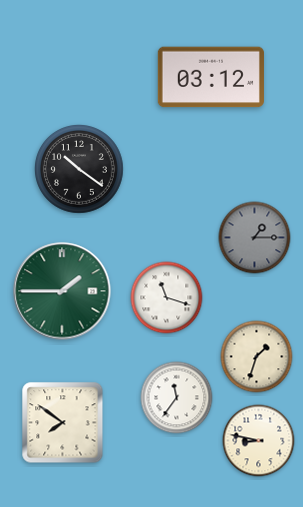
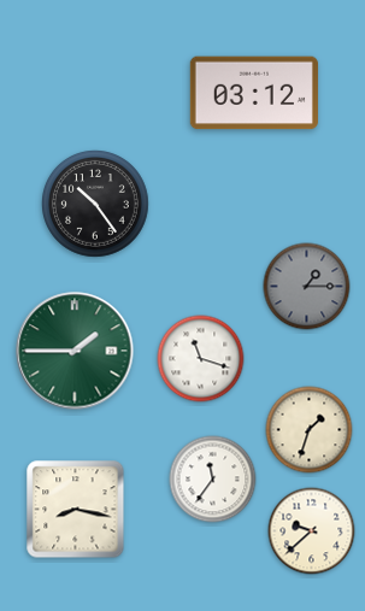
clock at (80, 170): 10:21 -> 10:24
clock at (63, 423): 7:51 -> 8:17
clock at (259, 441): 8:47 -> 9:38
